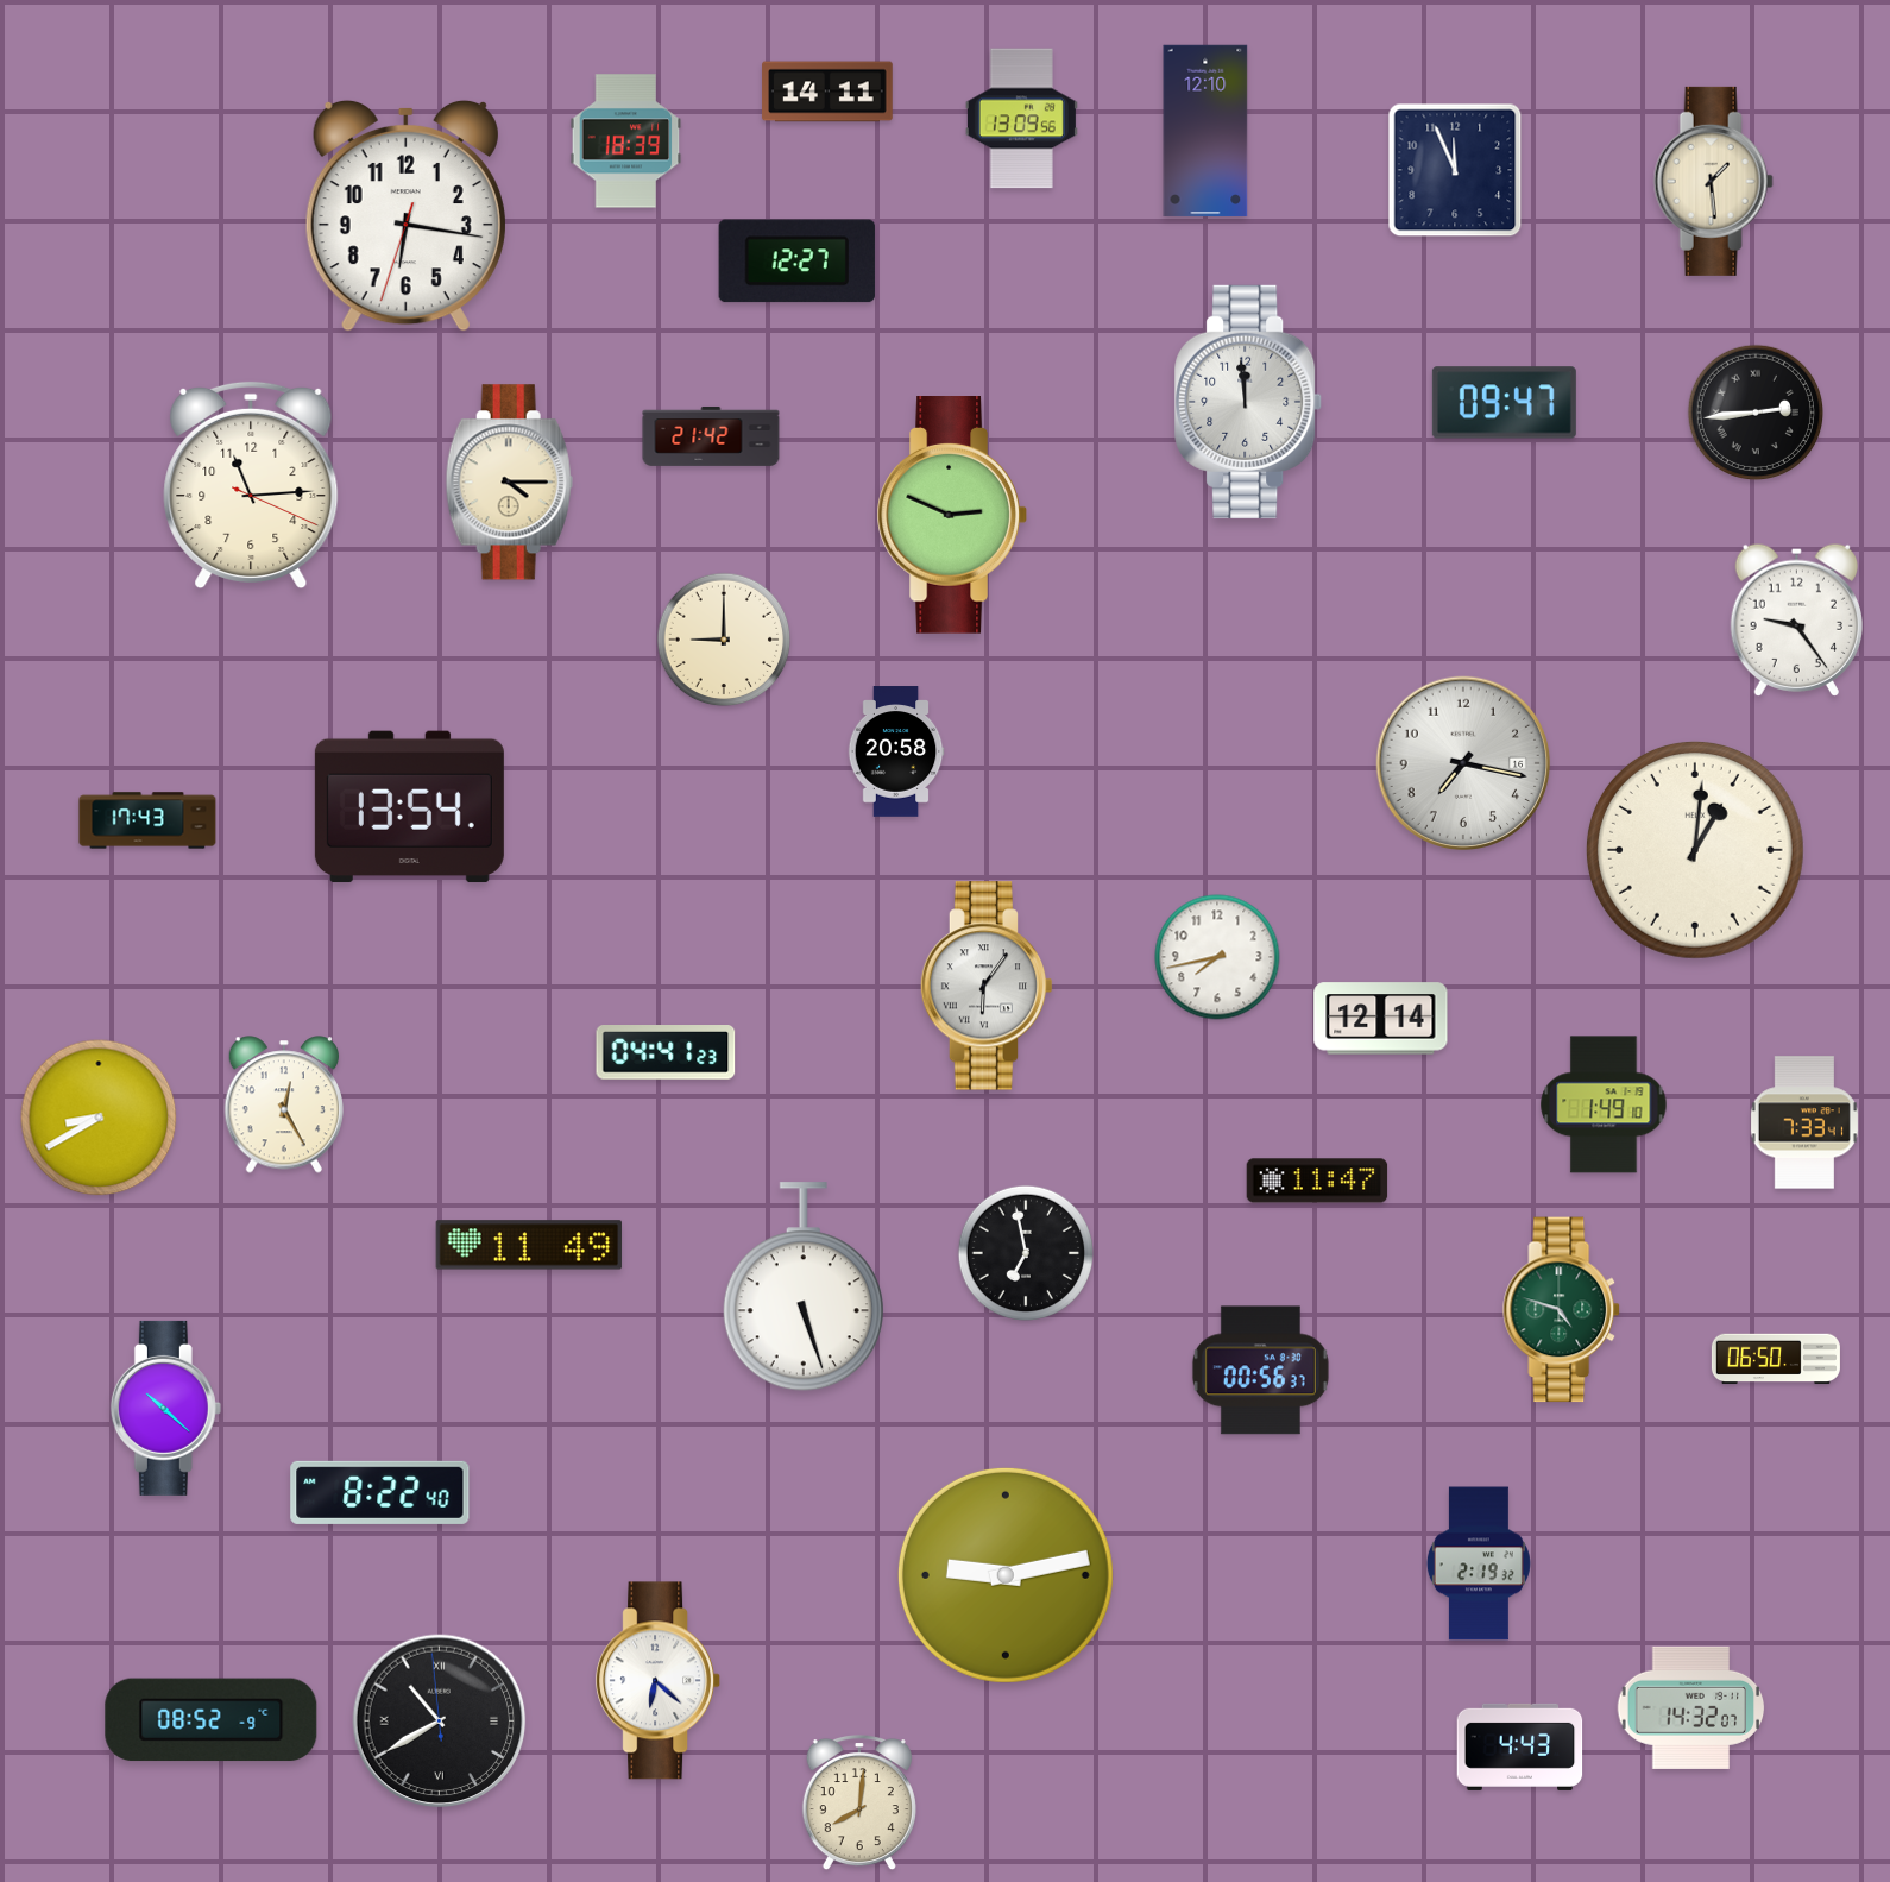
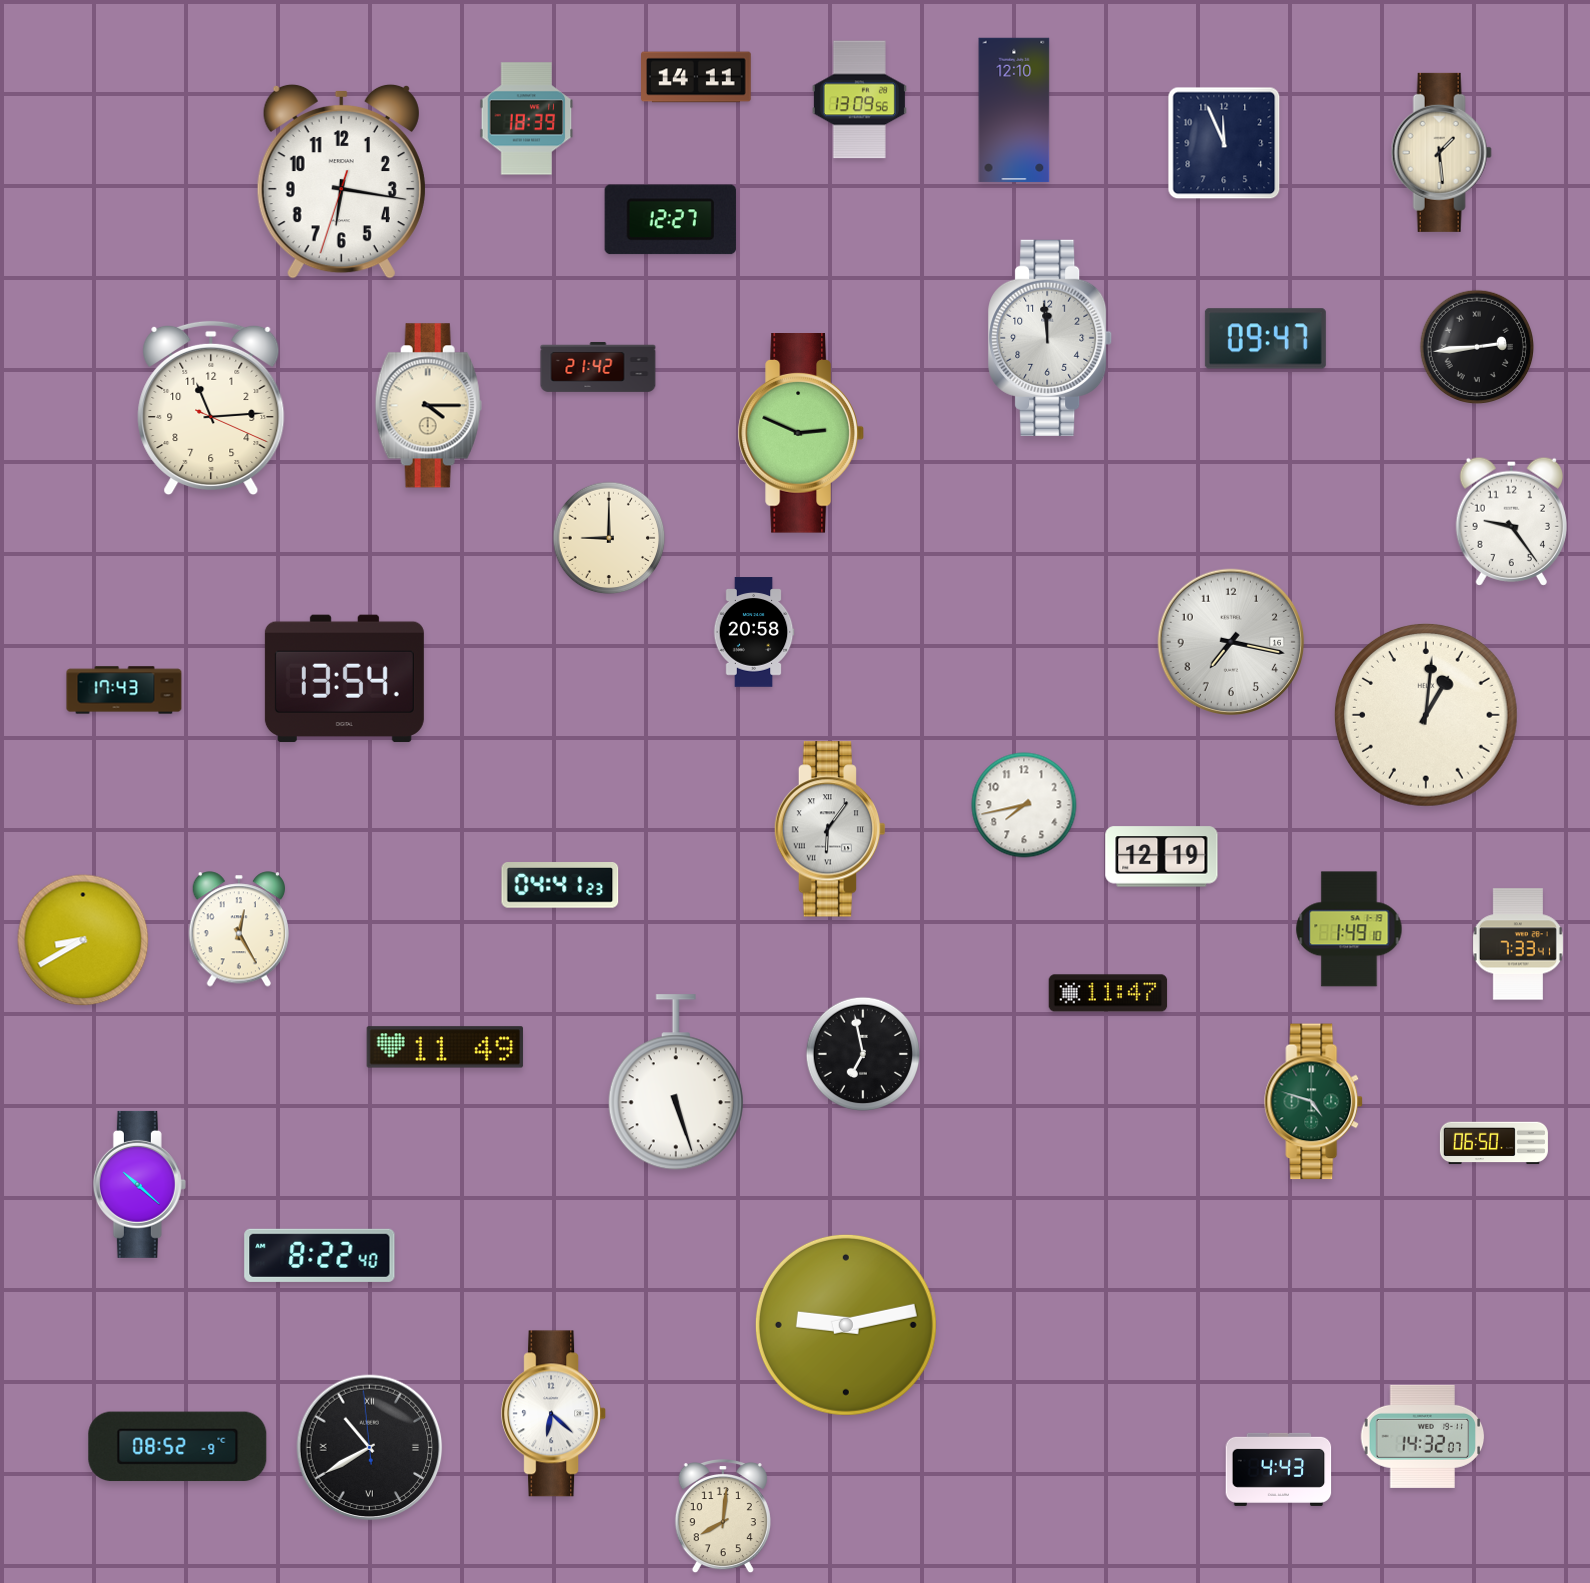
clock at (1381, 1019): 12:14 -> 12:19
clock at (1260, 1371): 00:56 -> none
clock at (1479, 1563): 2:19 -> none
